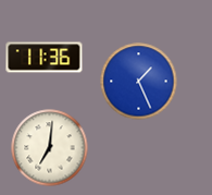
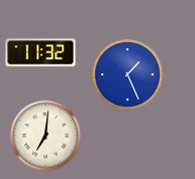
clock at (45, 58): 11:36 -> 11:32
